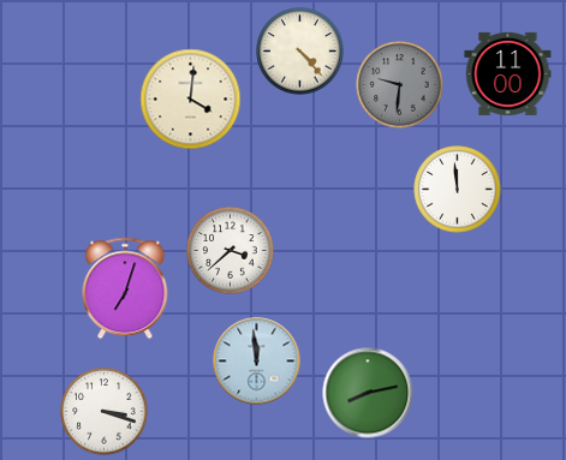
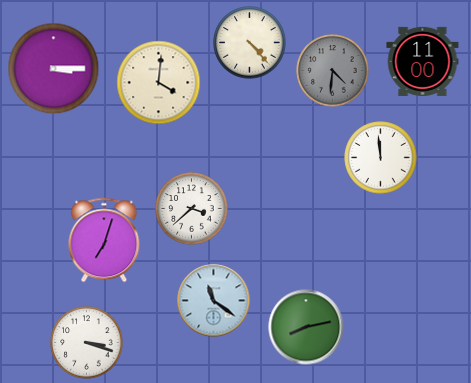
clock at (54, 69): none -> 3:15
clock at (400, 85): 9:31 -> 4:31
clock at (257, 362): 11:59 -> 11:21
